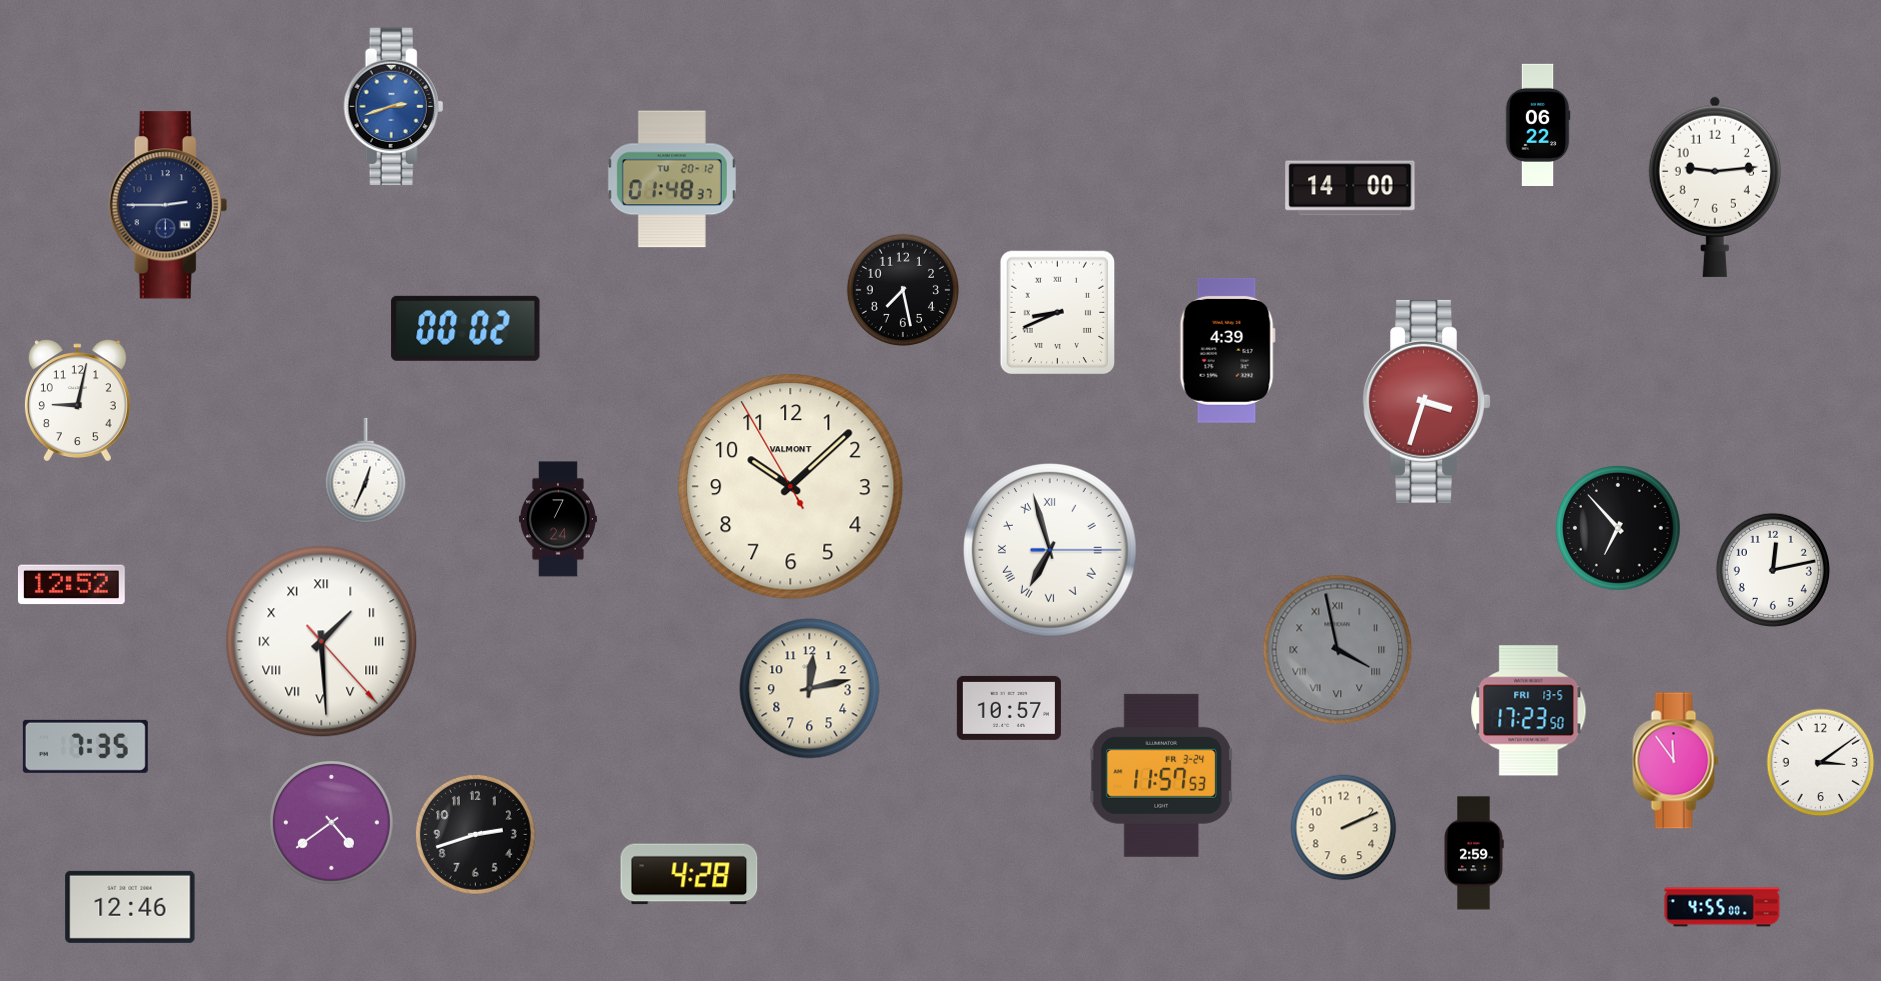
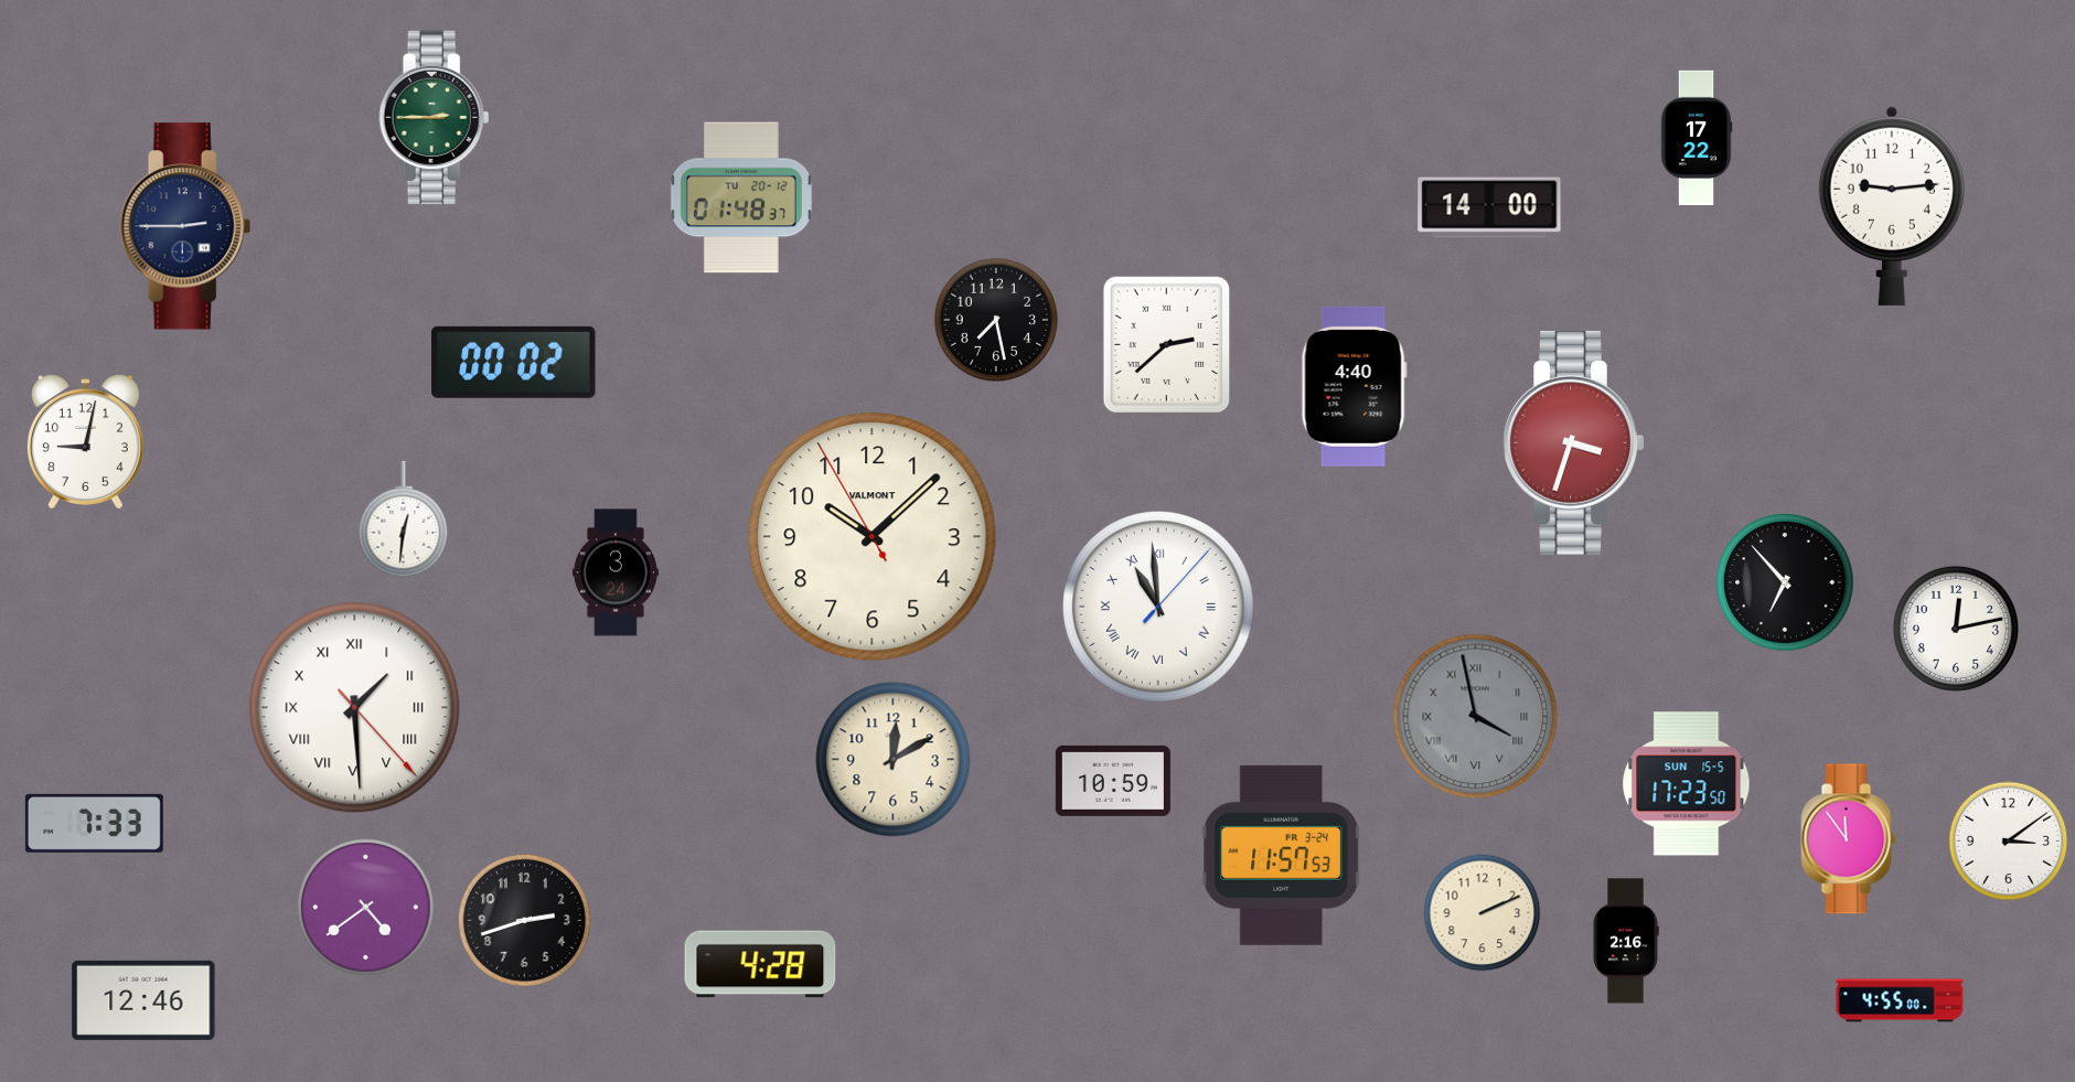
clock at (394, 107): 2:42 -> 2:45
clock at (394, 107) dial: blue -> green
clock at (1538, 124): 06:22 -> 17:22
clock at (1058, 313): 8:41 -> 2:38
clock at (1227, 350): 4:39 -> 4:40
clock at (366, 471): 12:34 -> 12:31
clock at (558, 519): 7:24 -> 3:24
clock at (1051, 551): 6:57 -> 10:59
clock at (71, 585): 12:52 -> none
clock at (810, 689): 12:13 -> 12:10
clock at (1009, 708): 10:57 -> 10:59
clock at (1529, 711) date: FRI 13-5 -> SUN 15-5
clock at (85, 746): 7:35 -> 7:33
clock at (1474, 853): 2:59 -> 2:16
